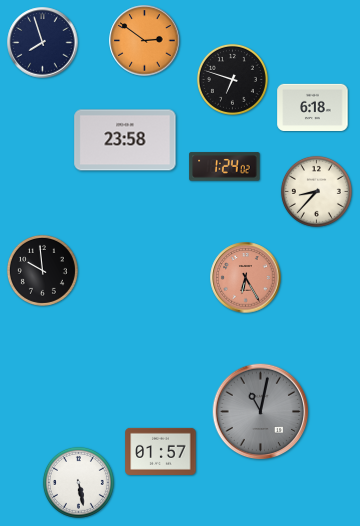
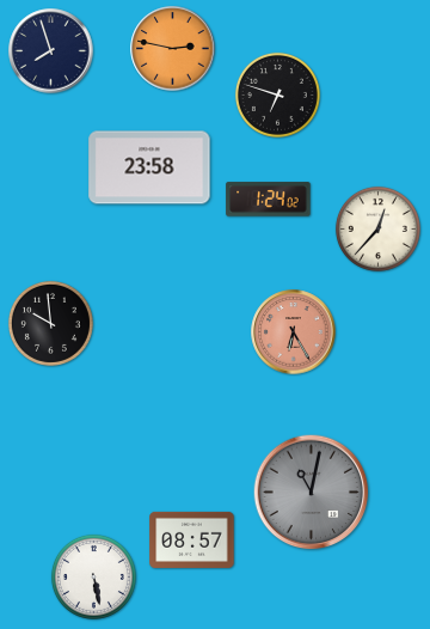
clock at (145, 41): 2:51 -> 2:47
clock at (313, 107): 6:18 -> none
clock at (316, 191): 8:37 -> 12:37
clock at (161, 451): 01:57 -> 08:57
